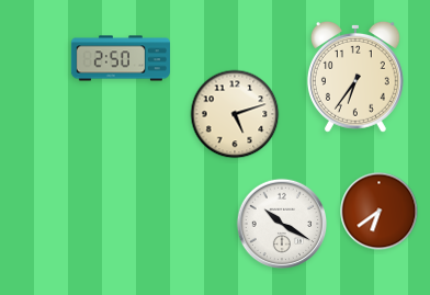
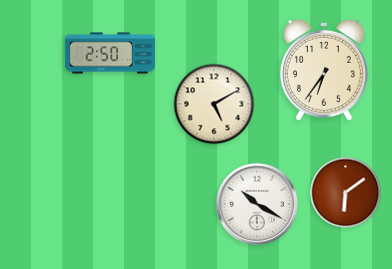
clock at (235, 114): 5:12 -> 5:10
clock at (380, 212): 6:39 -> 6:09
